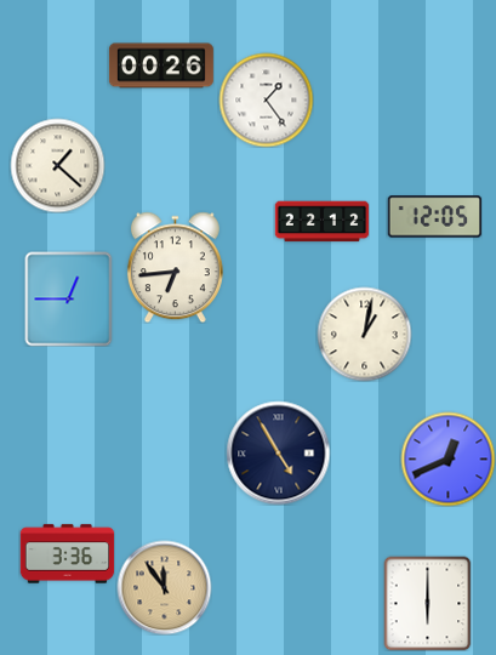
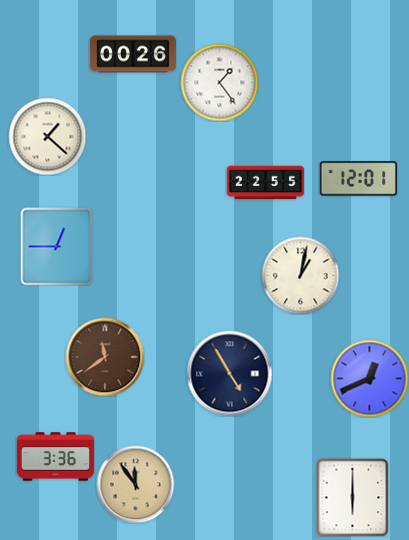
clock at (434, 217): 12:05 -> 12:01
clock at (321, 222): 22:12 -> 22:55
clock at (175, 267): 6:44 -> none
clock at (105, 357): none -> 11:39
